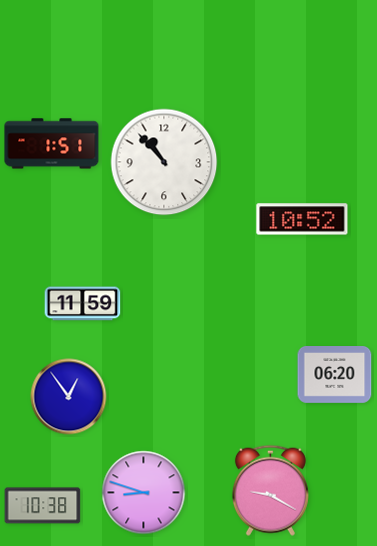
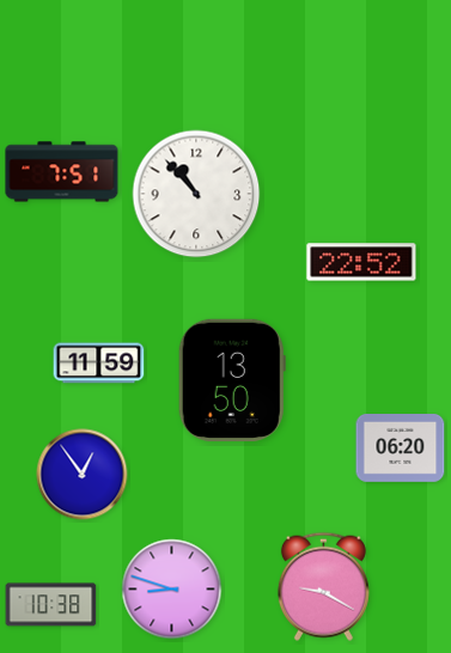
clock at (52, 144): 1:51 -> 7:51
clock at (302, 219): 10:52 -> 22:52
clock at (232, 379): none -> 13:50
